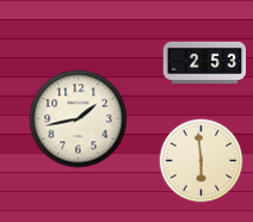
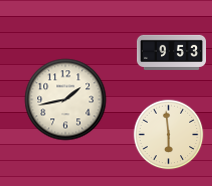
clock at (204, 62): 2:53 -> 9:53
